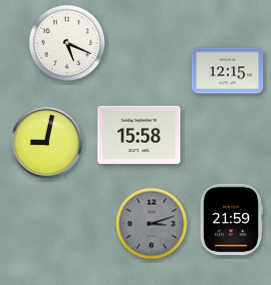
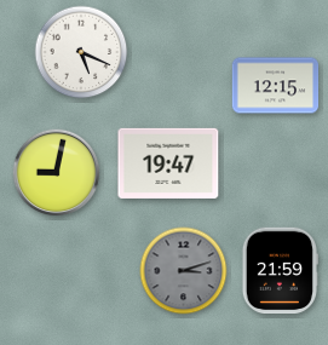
clock at (139, 135): 15:58 -> 19:47
clock at (231, 220) position: (231, 220) -> (280, 271)
